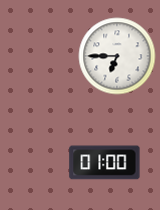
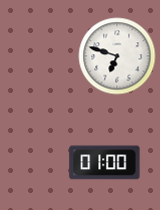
clock at (117, 56): 6:45 -> 6:48
